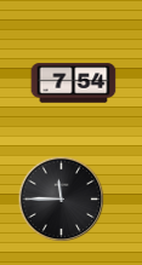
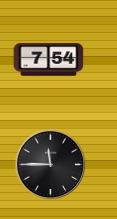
clock at (74, 83) position: (74, 83) -> (49, 60)
